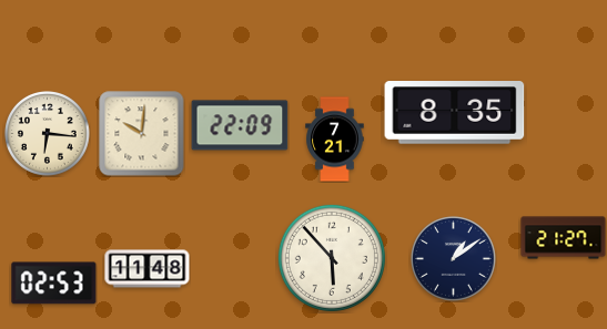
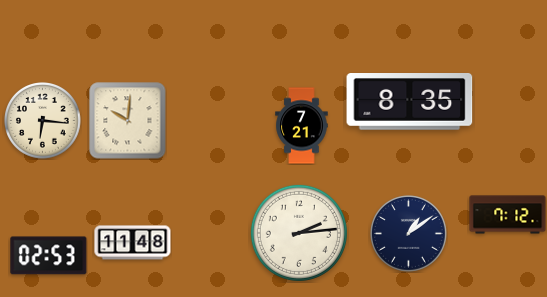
clock at (240, 125): 22:09 -> none
clock at (564, 238): 21:27 -> 7:12
clock at (332, 258): 5:53 -> 2:14
